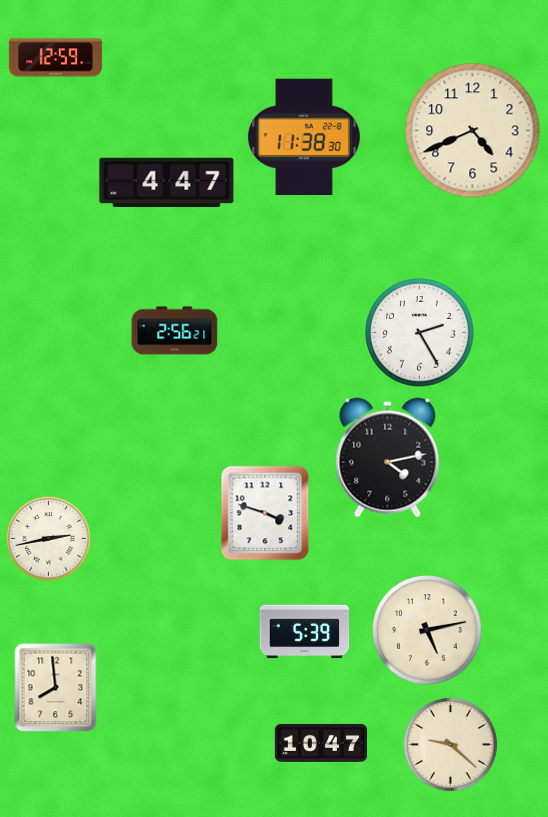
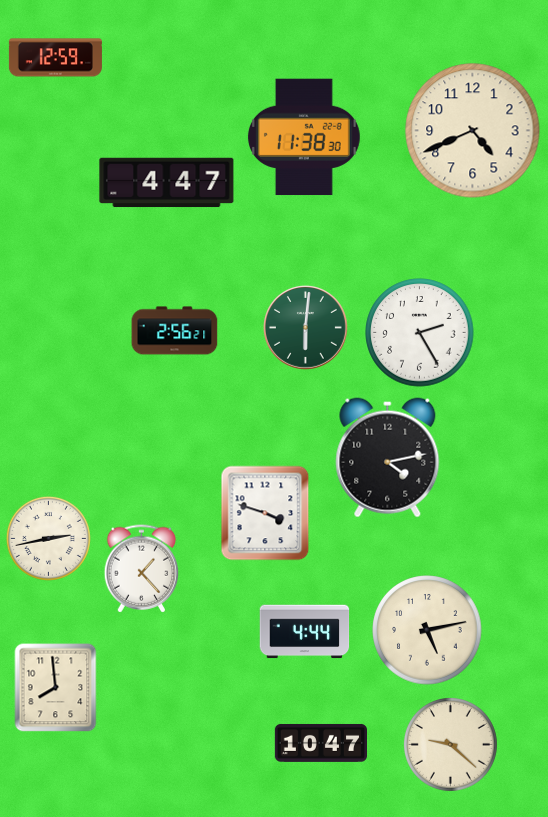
clock at (305, 327): none -> 6:01
clock at (142, 569): none -> 1:23
clock at (305, 632): 5:39 -> 4:44
